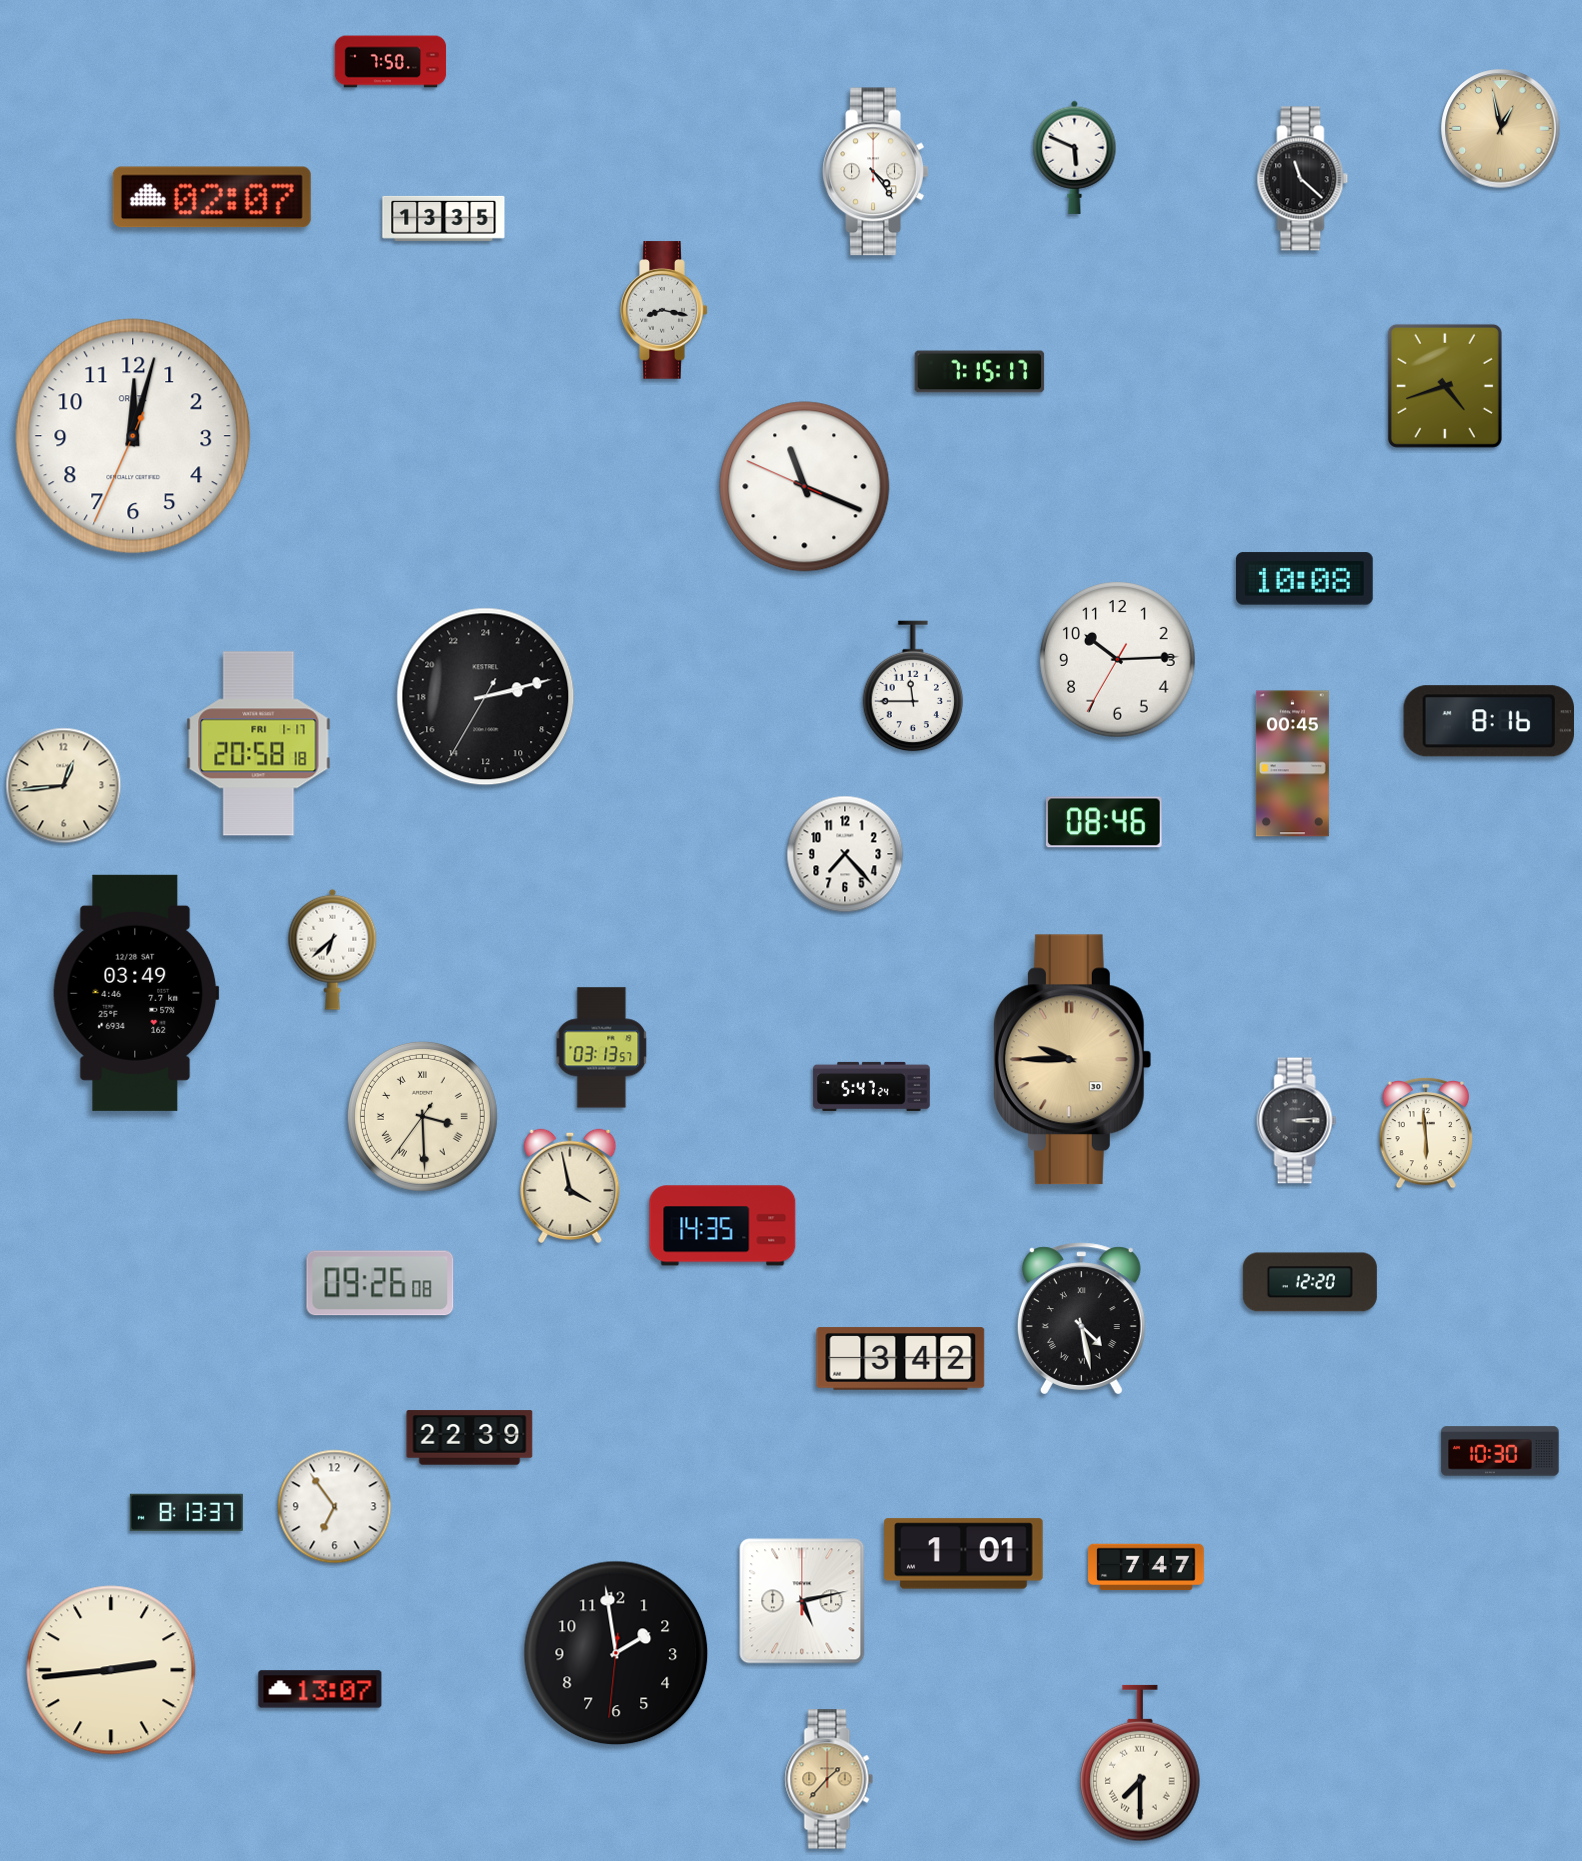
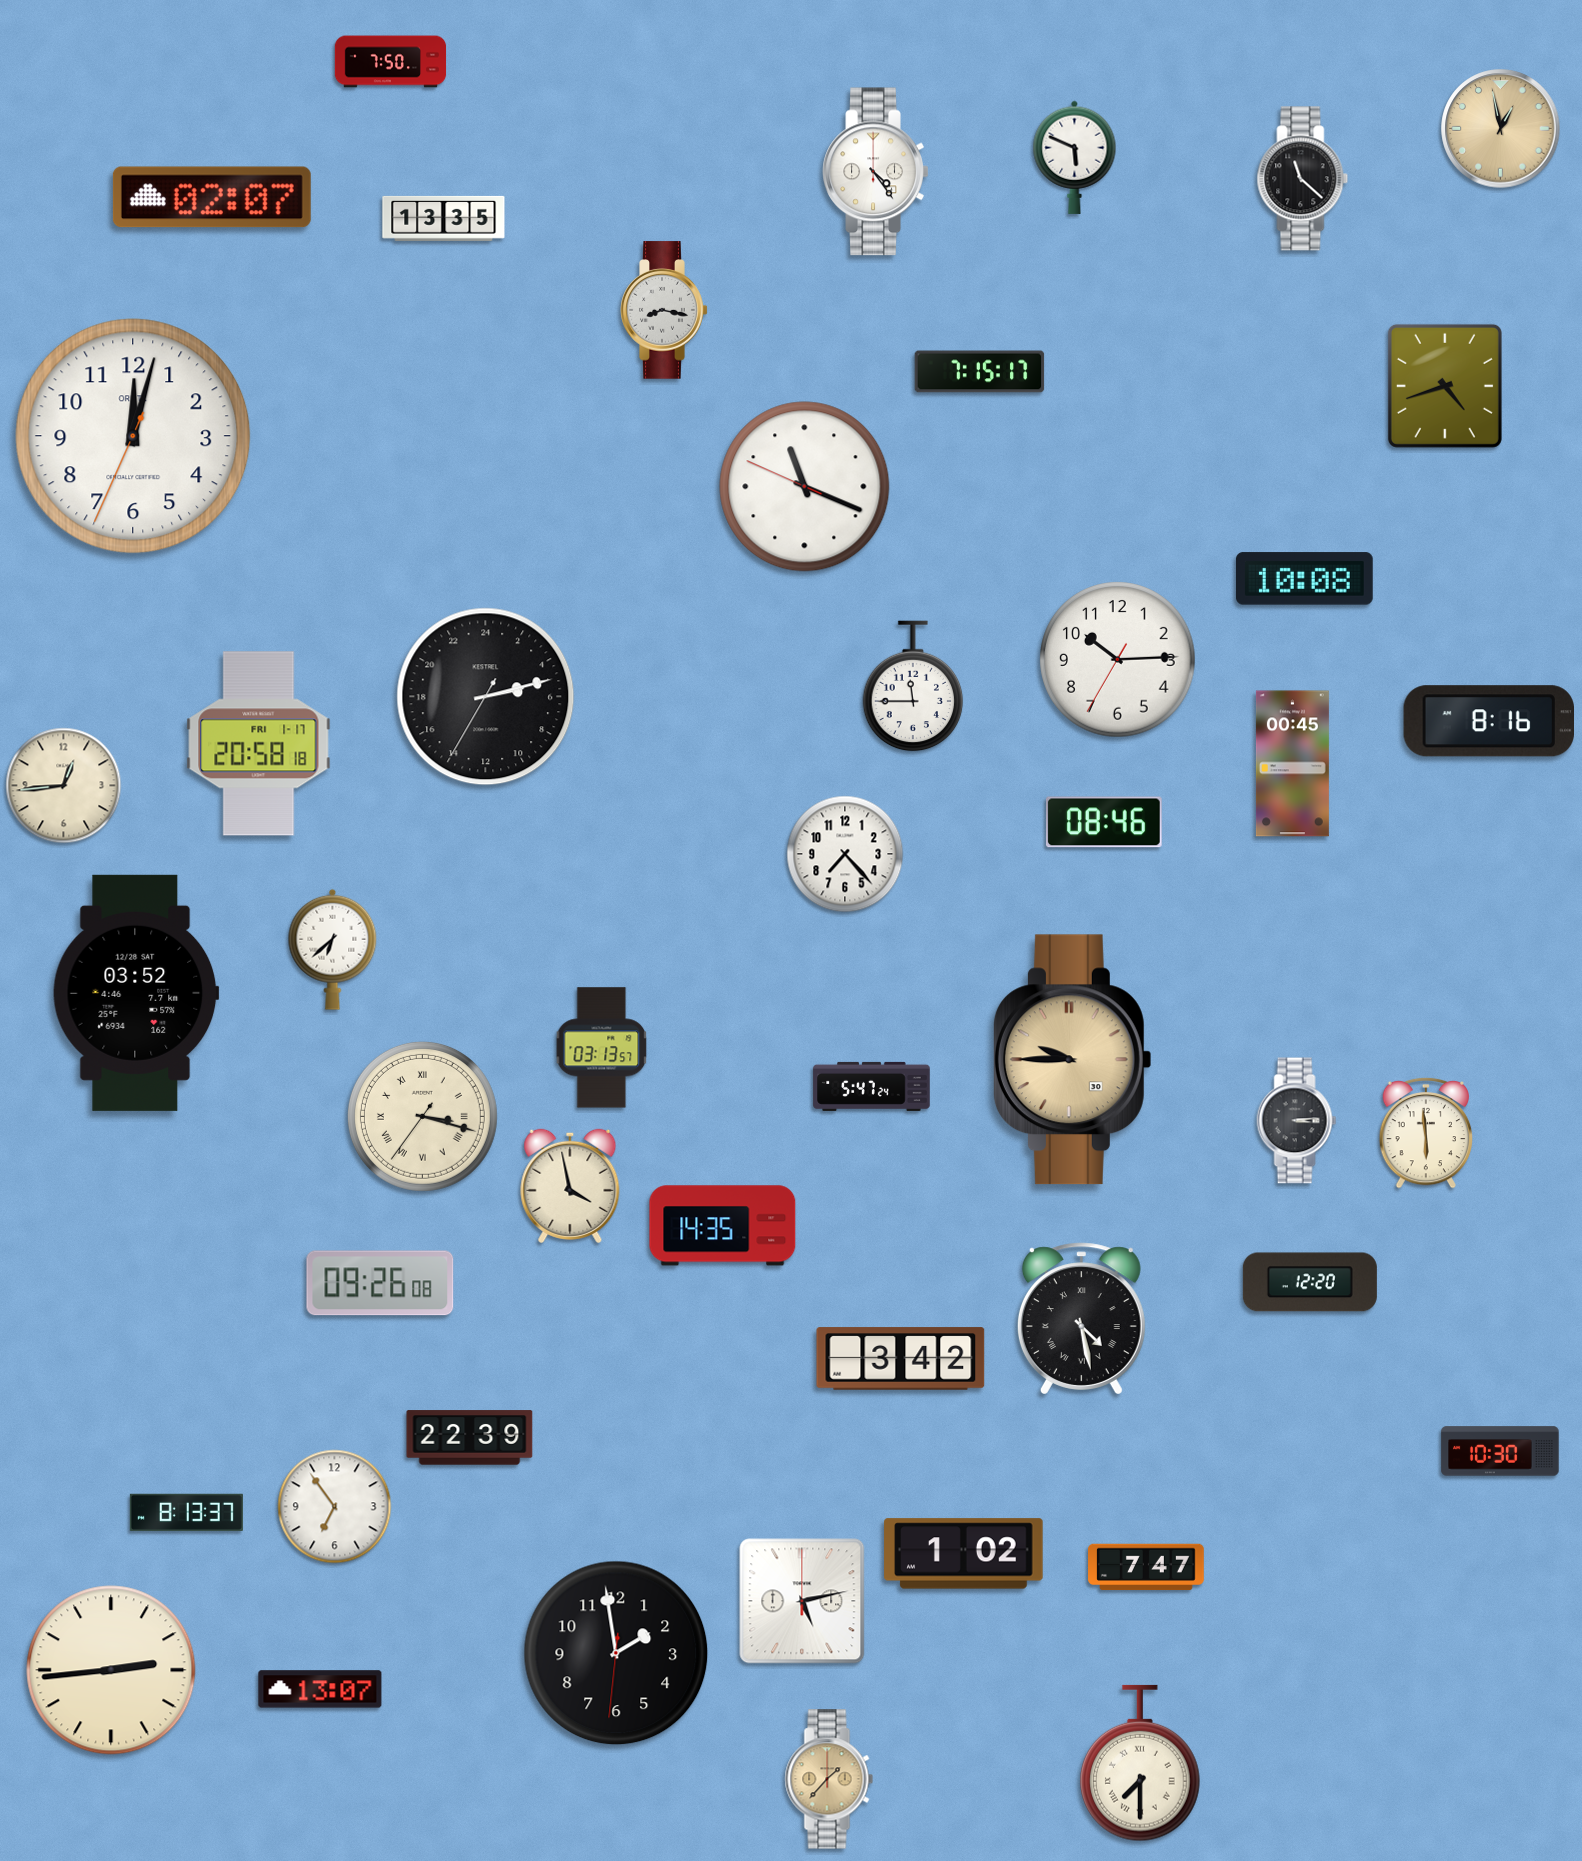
clock at (136, 993): 03:49 -> 03:52
clock at (422, 1116): 3:29 -> 3:17
clock at (964, 1554): 1:01 -> 1:02
